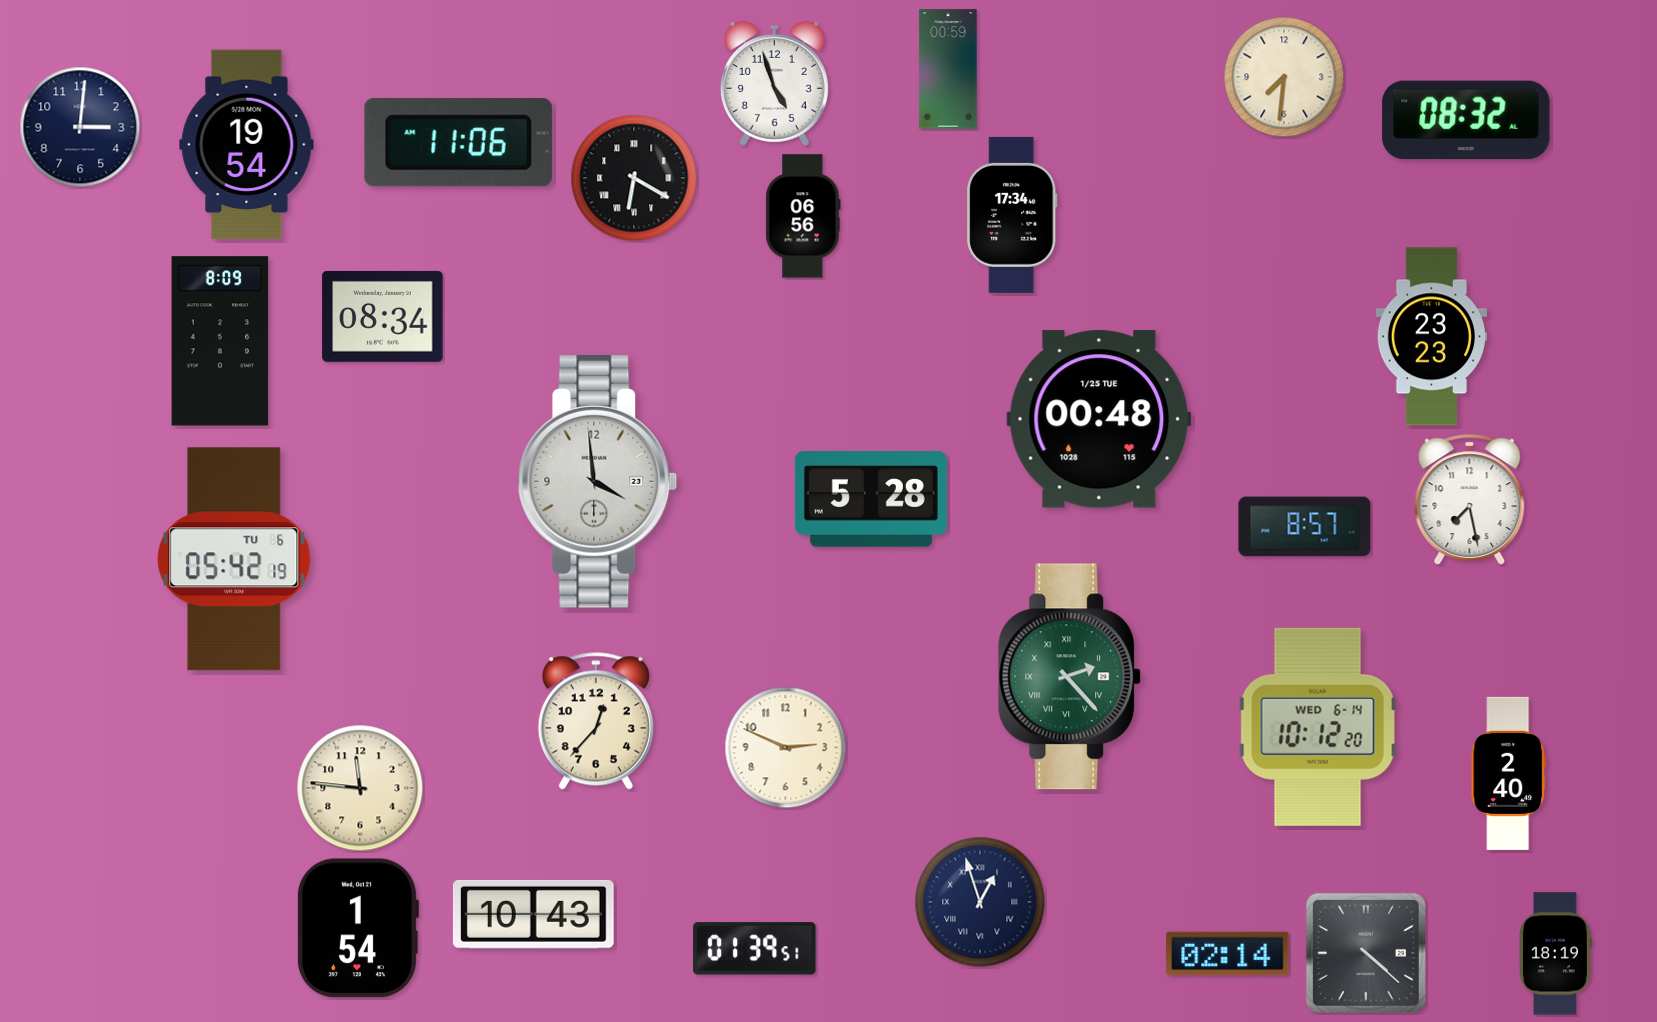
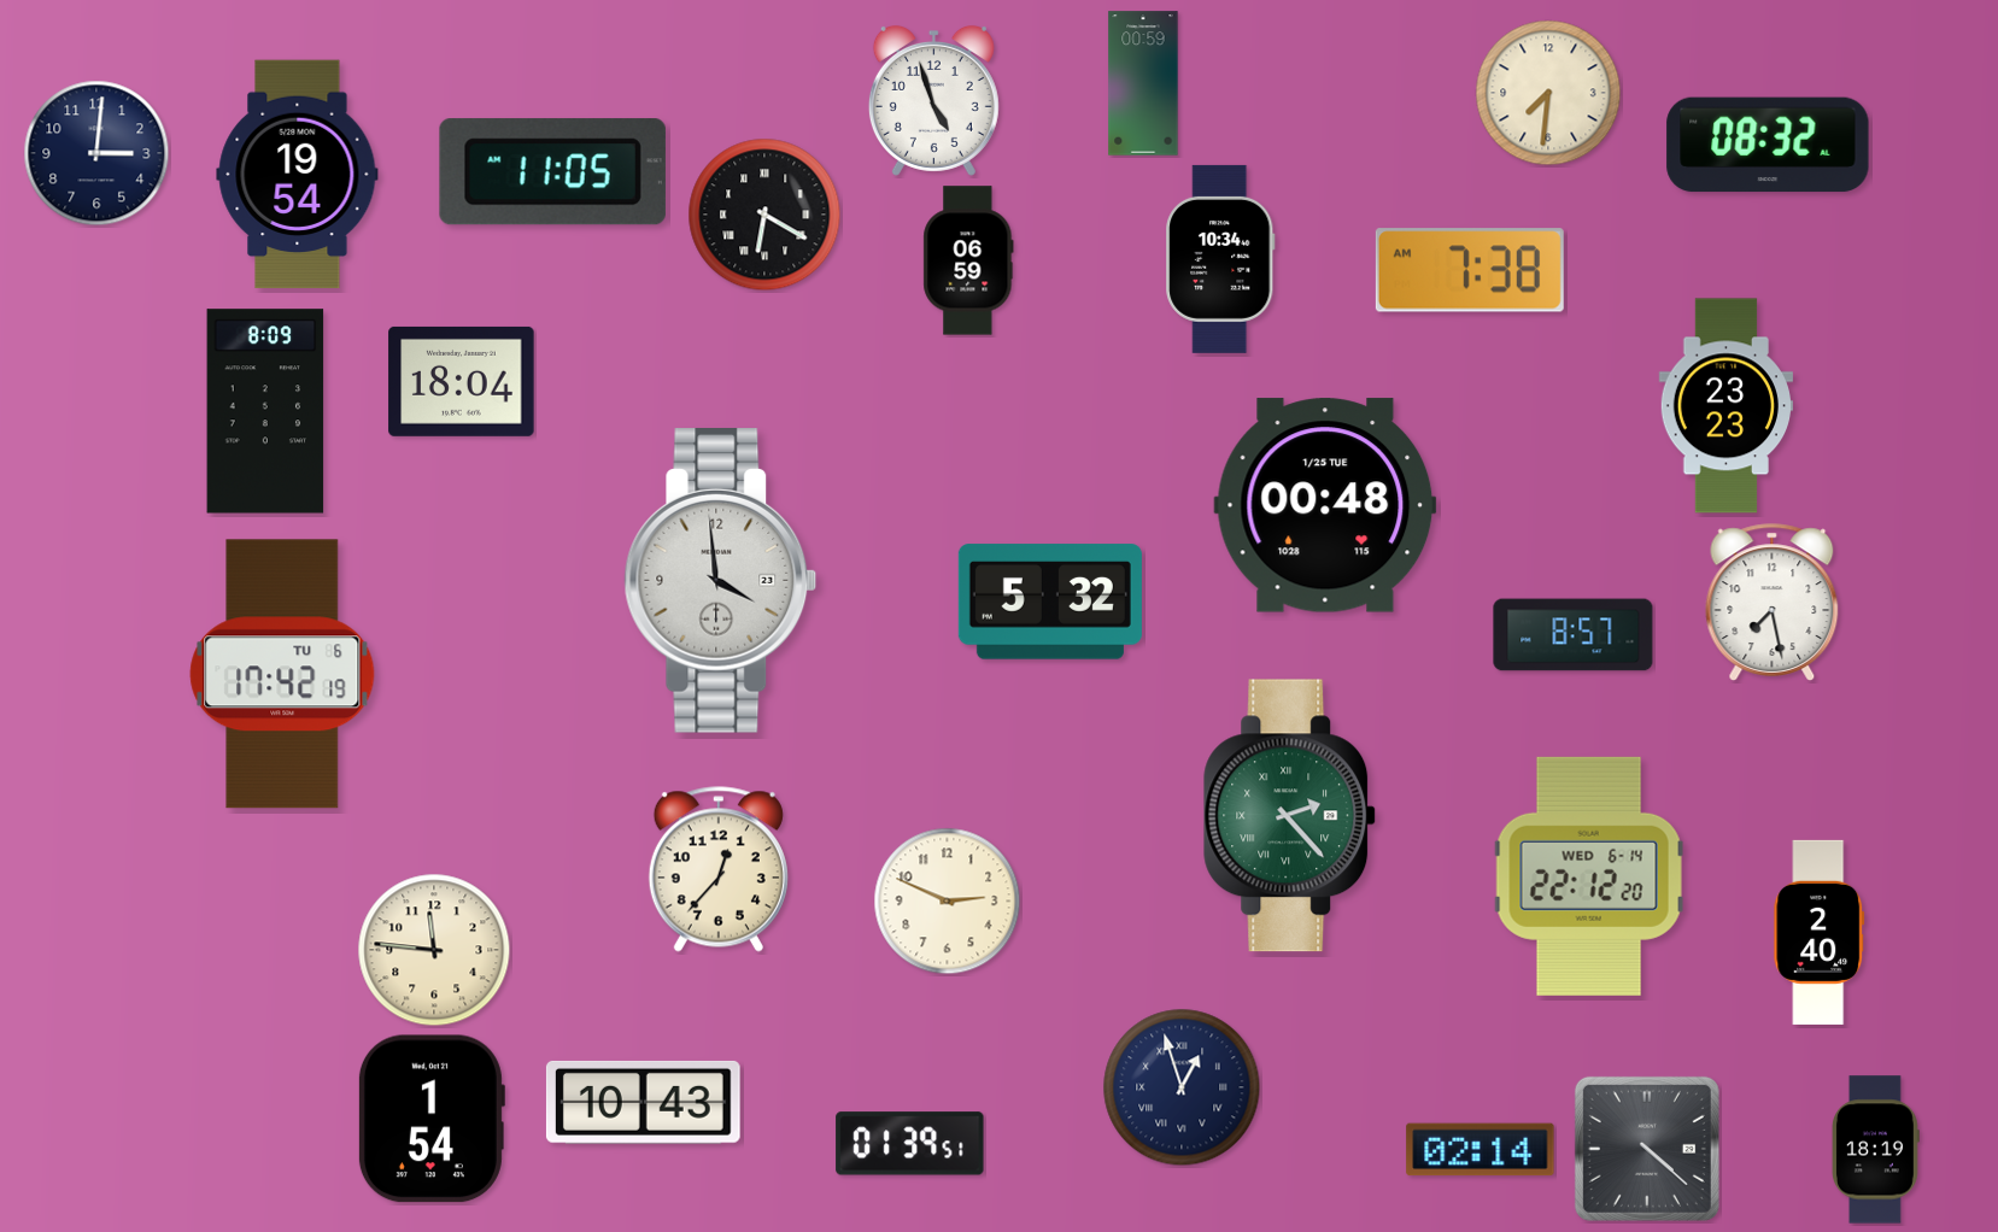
clock at (458, 143): 11:06 -> 11:05
clock at (1012, 215): 17:34 -> 10:34
clock at (803, 216): 06:56 -> 06:59
clock at (1470, 270): none -> 7:38
clock at (383, 316): 08:34 -> 18:04
clock at (871, 499): 5:28 -> 5:32
clock at (234, 559): 05:42 -> 17:42
clock at (1318, 727): 10:12 -> 22:12
